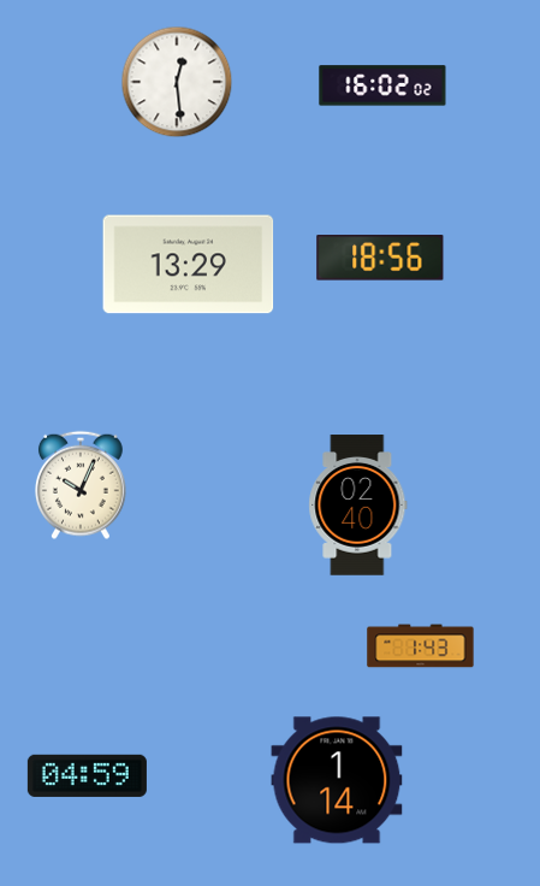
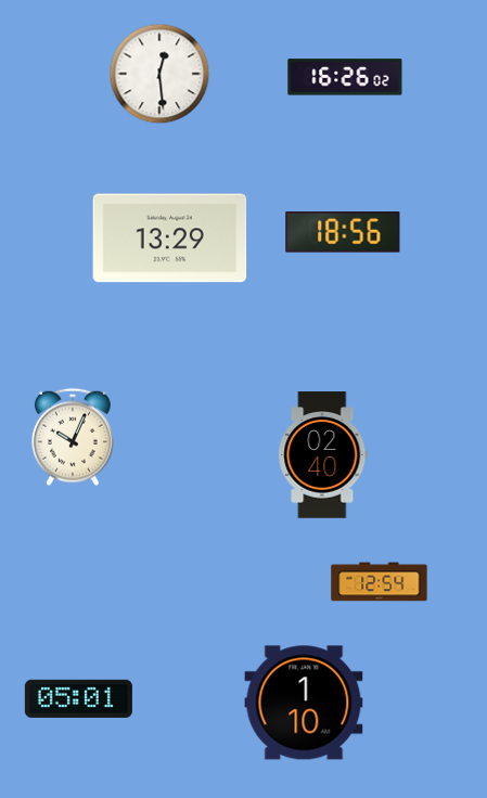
clock at (382, 85): 16:02 -> 16:26
clock at (421, 646): 1:43 -> 12:54
clock at (87, 775): 04:59 -> 05:01
clock at (337, 780): 1:14 -> 1:10
